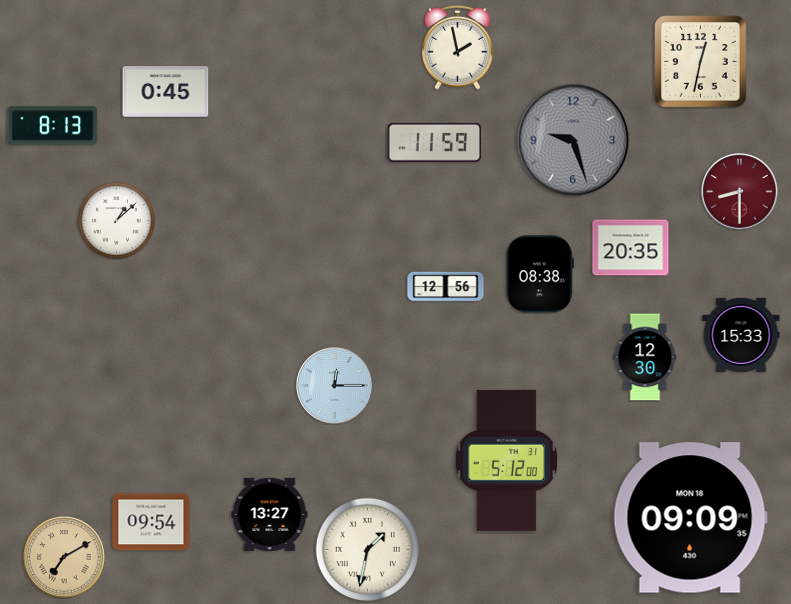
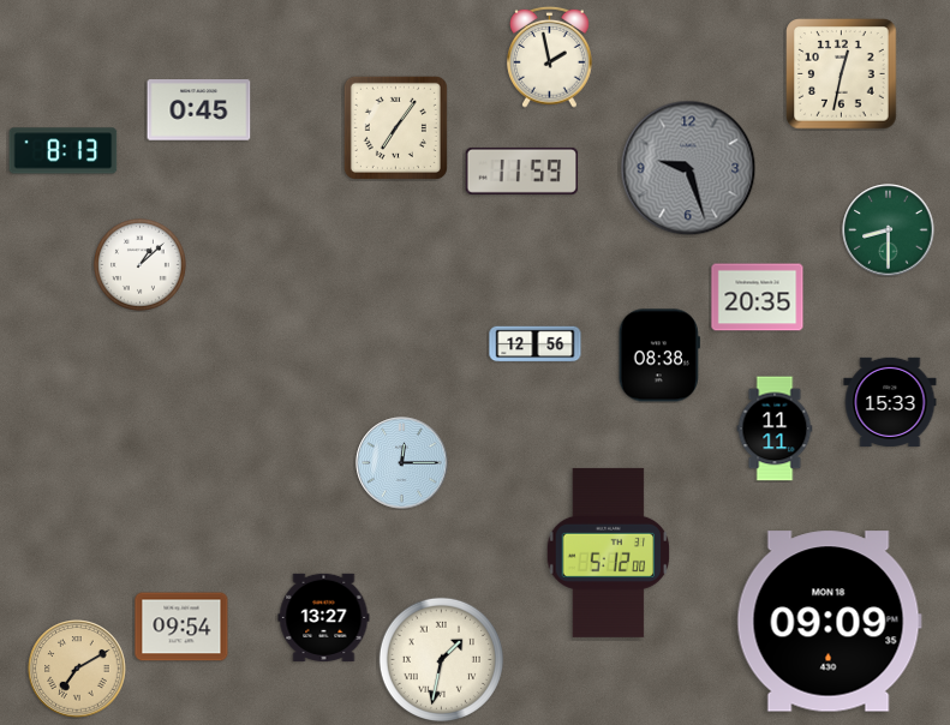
clock at (395, 127): none -> 7:06
clock at (740, 192) dial: burgundy -> green
clock at (540, 274) position: (540, 274) -> (659, 355)
clock at (645, 357): 12:30 -> 11:11
